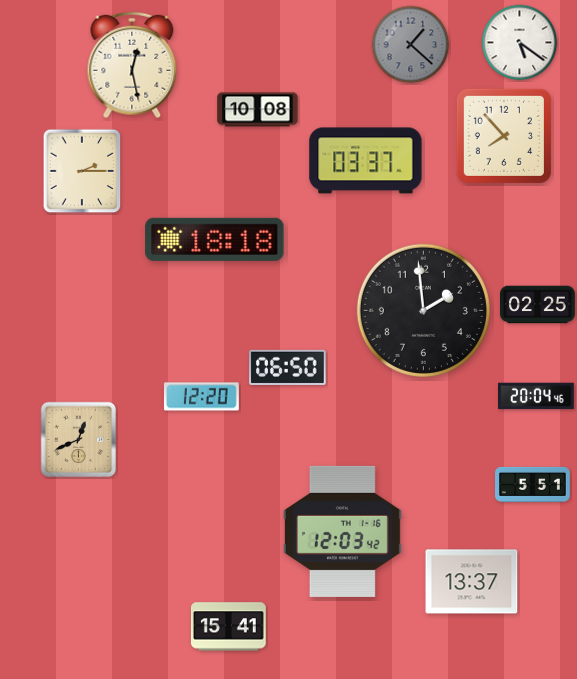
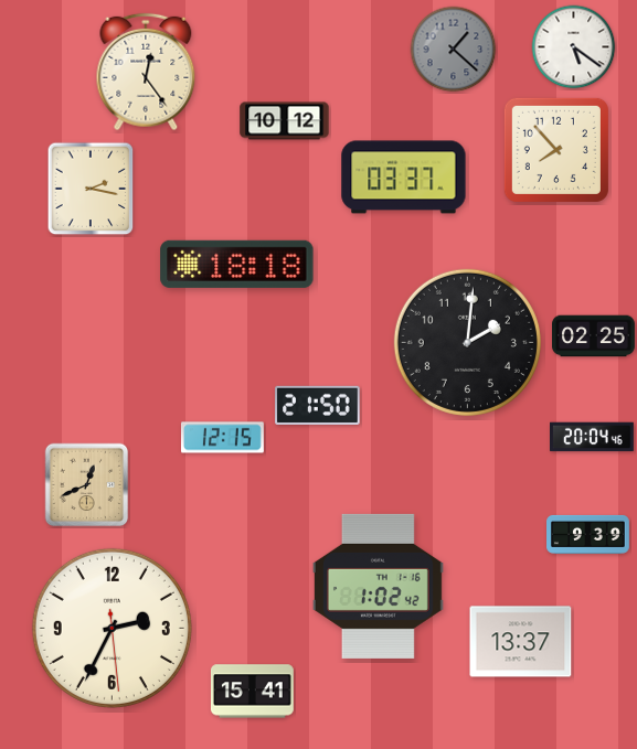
clock at (132, 65): 12:28 -> 12:24
clock at (258, 110): 10:08 -> 10:12
clock at (82, 171): 2:15 -> 2:17
clock at (423, 310): 1:59 -> 2:01
clock at (288, 367): 06:50 -> 21:50
clock at (201, 397): 12:20 -> 12:15
clock at (533, 484): 5:51 -> 9:39
clock at (342, 531): 12:03 -> 1:02
clock at (112, 628): none -> 2:34
